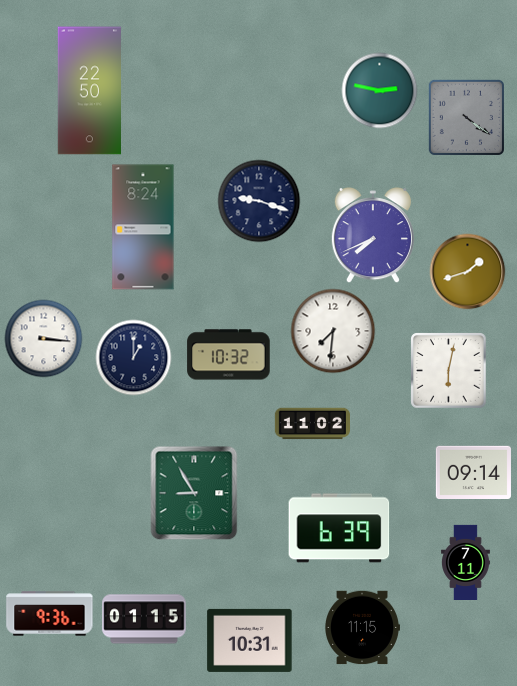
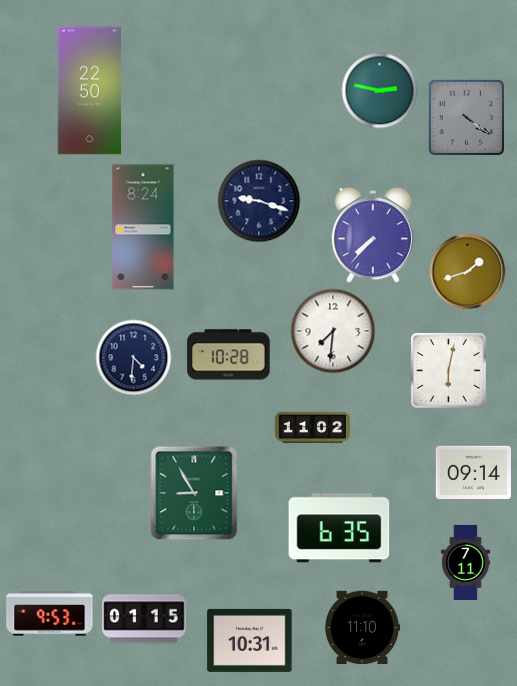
clock at (373, 236): 7:41 -> 7:37
clock at (44, 339): 3:16 -> none
clock at (229, 355): 10:32 -> 10:28
clock at (134, 358): 1:00 -> 4:31
clock at (312, 424) position: (312, 424) -> (312, 428)
clock at (339, 528): 6:39 -> 6:35
clock at (50, 614): 9:36 -> 9:53
clock at (363, 628): 11:15 -> 11:10
